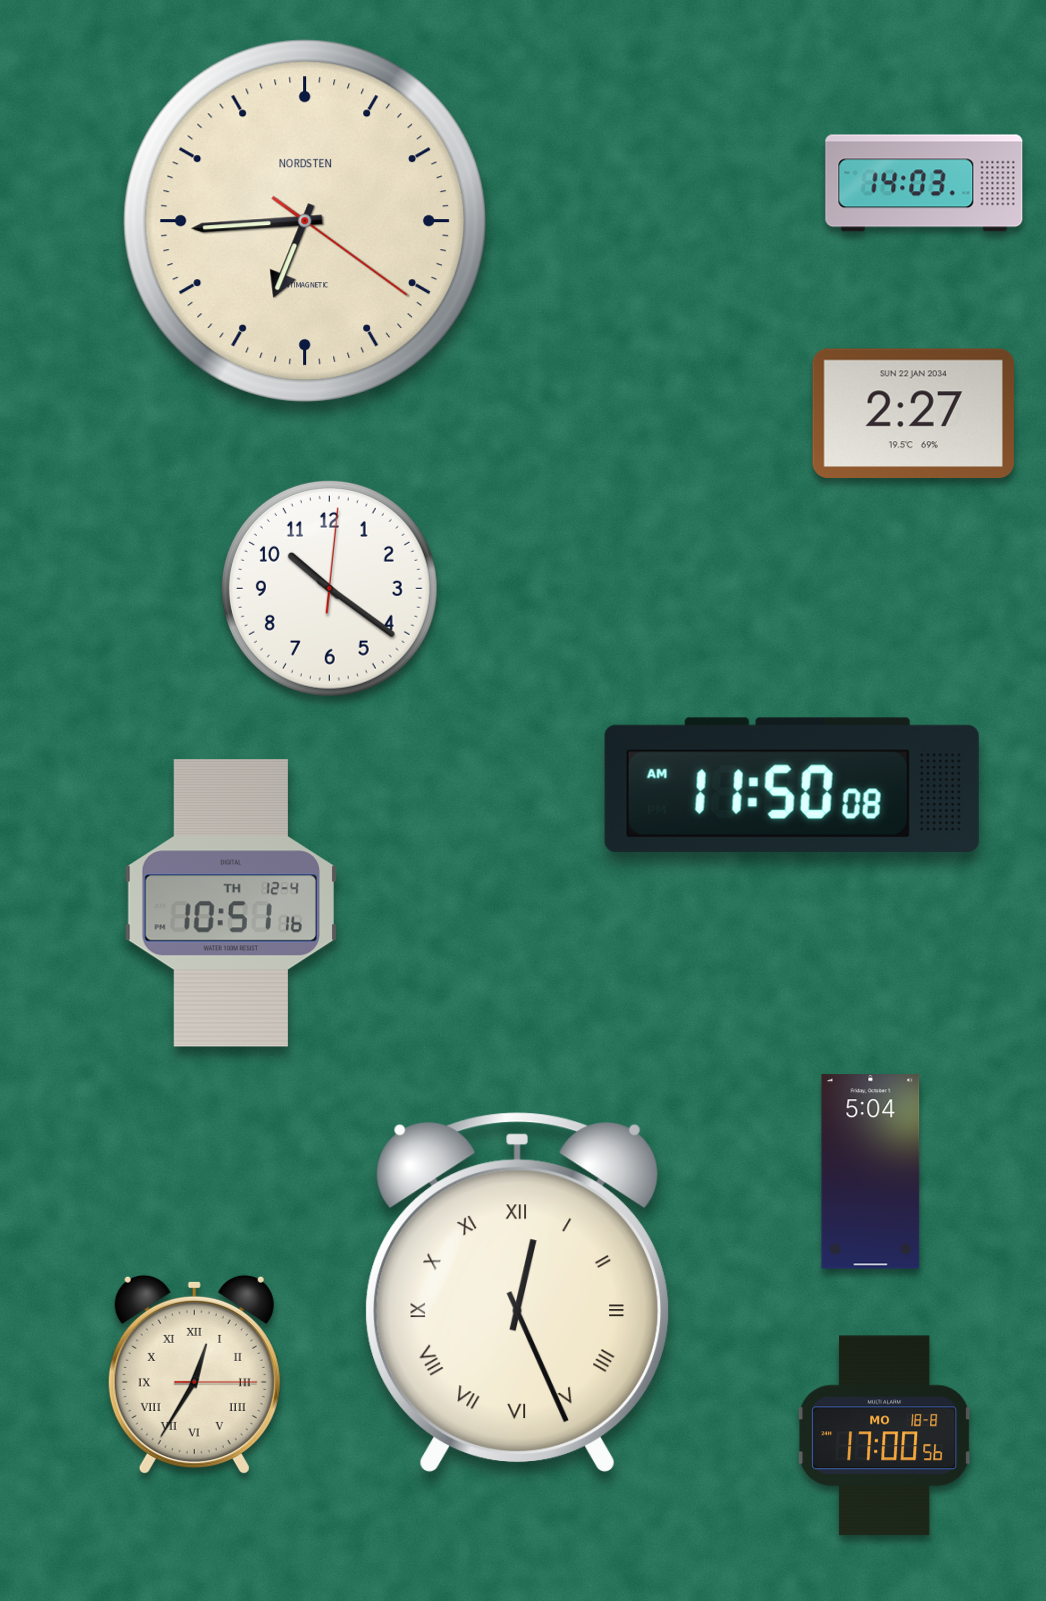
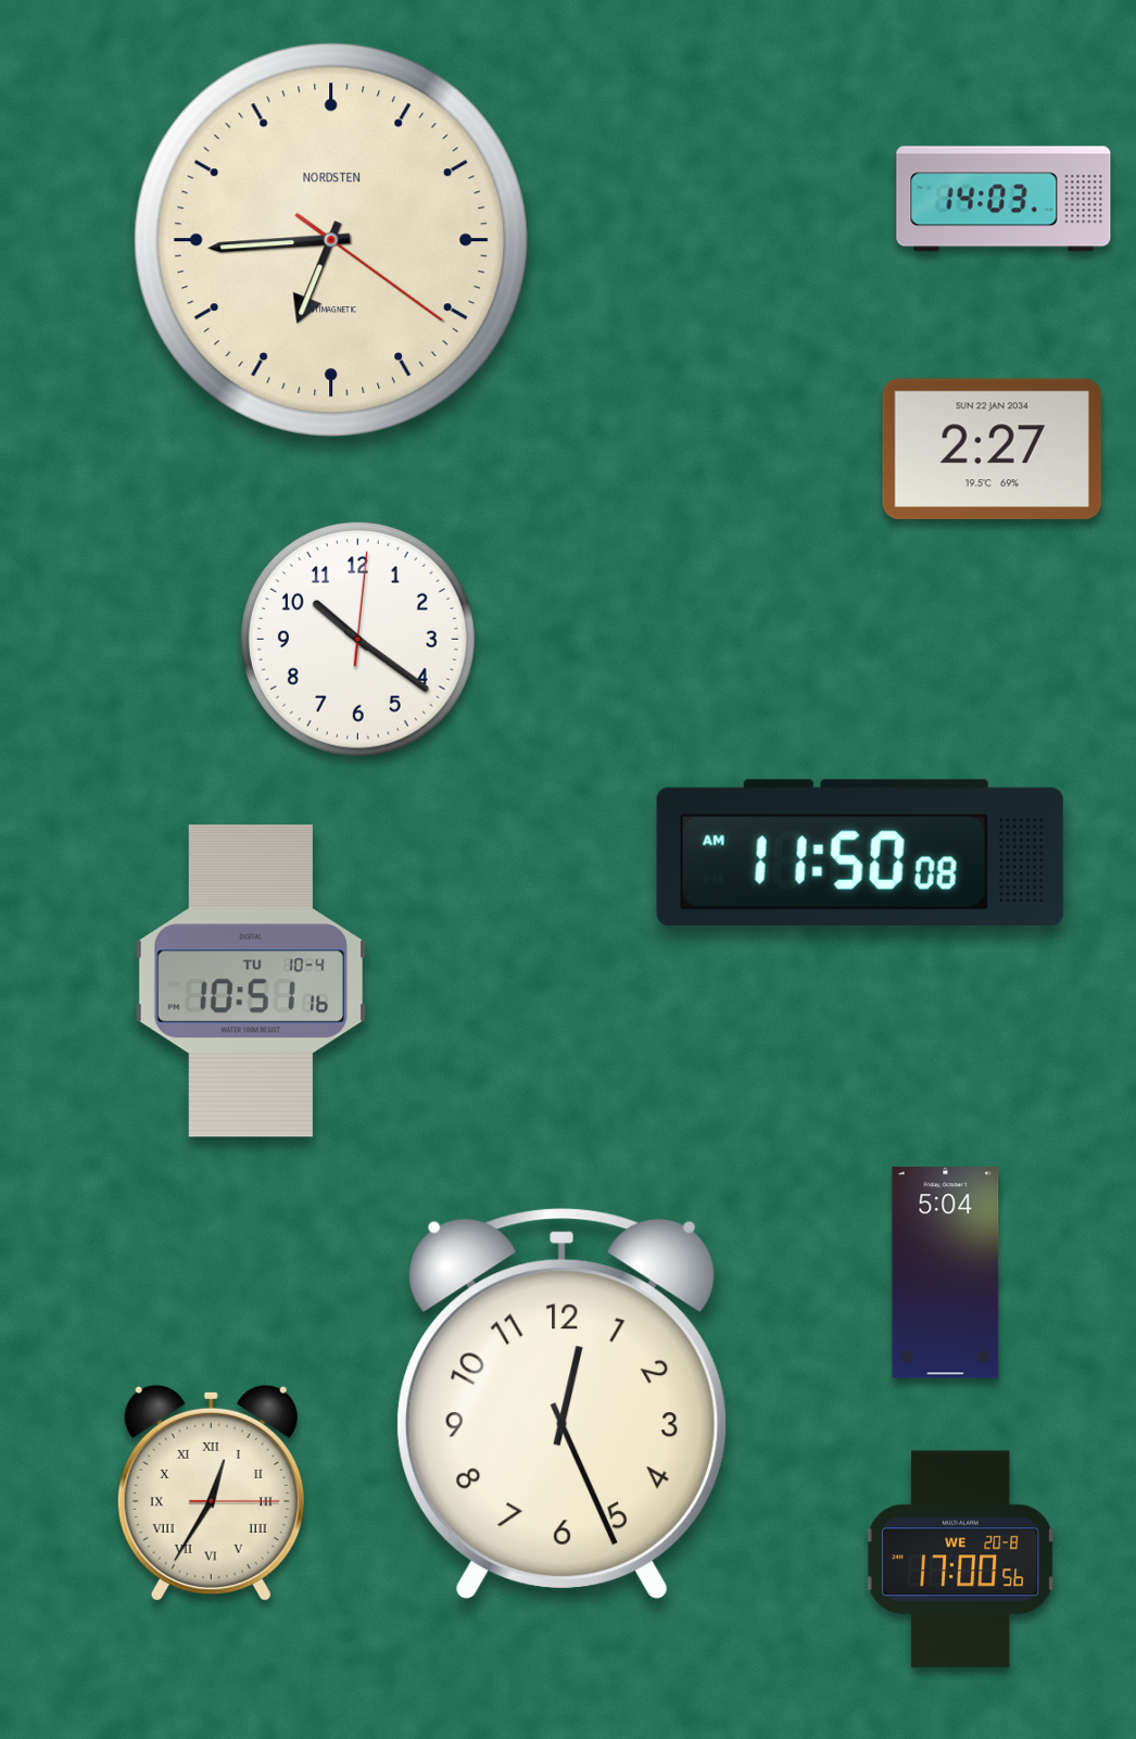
clock at (230, 903) date: TH 12-4 -> TU 10-4
clock at (517, 1292) numerals: Roman -> Arabic
clock at (885, 1436) date: MO 18-8 -> WE 20-8
